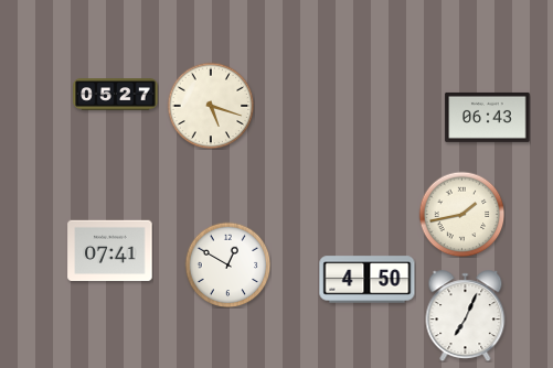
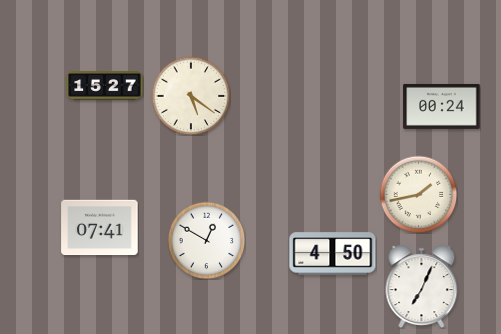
clock at (116, 95): 05:27 -> 15:27
clock at (211, 106): 5:18 -> 5:21
clock at (488, 117): 06:43 -> 00:24
